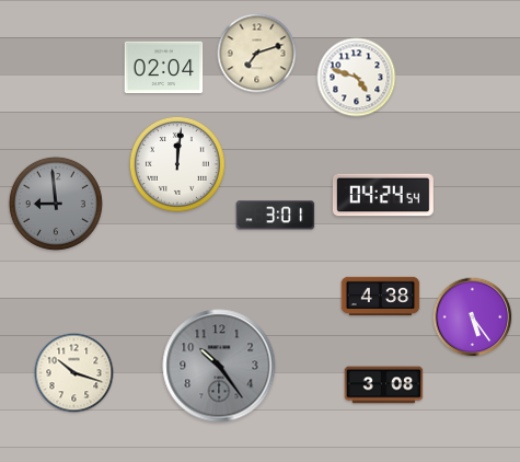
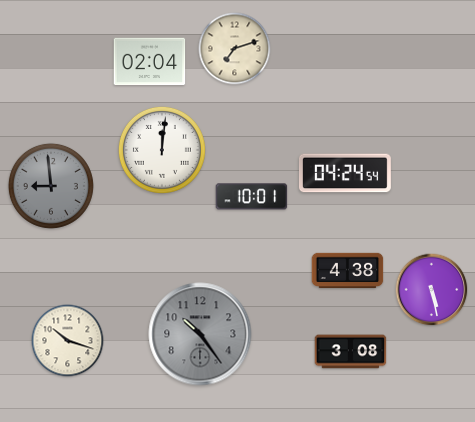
clock at (357, 78): 4:48 -> none
clock at (383, 195) position: (383, 195) -> (345, 173)
clock at (276, 216): 3:01 -> 10:01
clock at (473, 317): 5:24 -> 5:28
